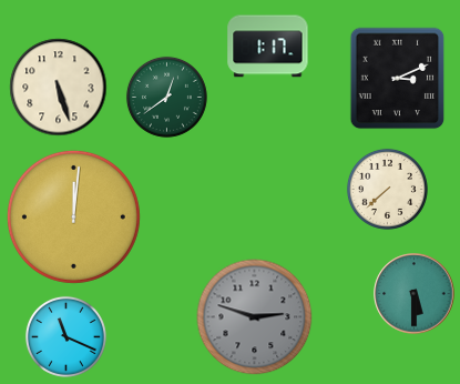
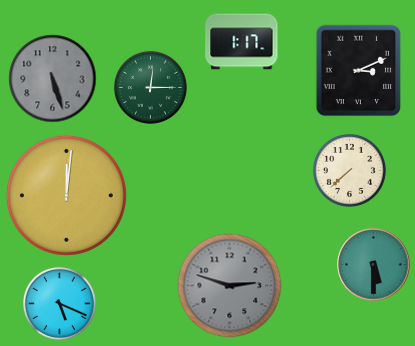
clock at (59, 88) dial: cream -> grey
clock at (166, 97): 12:39 -> 12:15
clock at (65, 336): 11:19 -> 5:19
